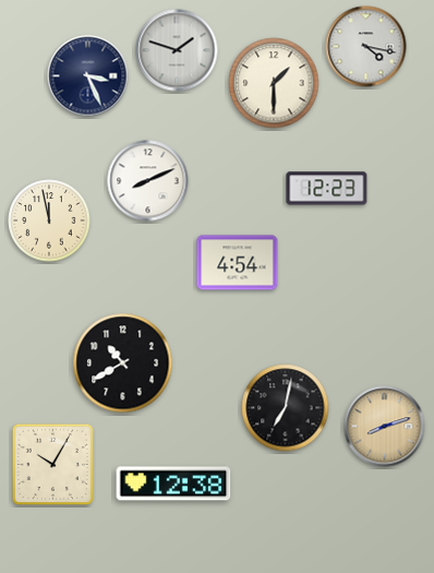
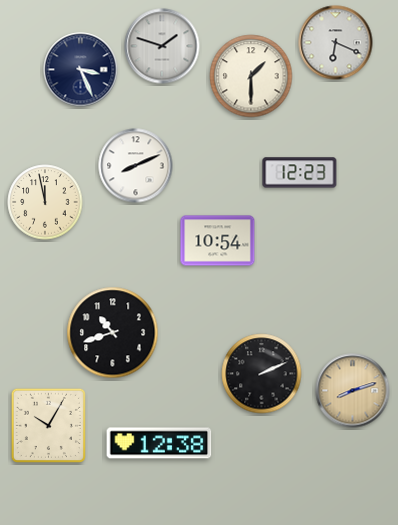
clock at (366, 47): 4:17 -> 6:19
clock at (238, 263): 4:54 -> 10:54
clock at (123, 363): 10:40 -> 10:42
clock at (286, 408): 7:02 -> 2:11
